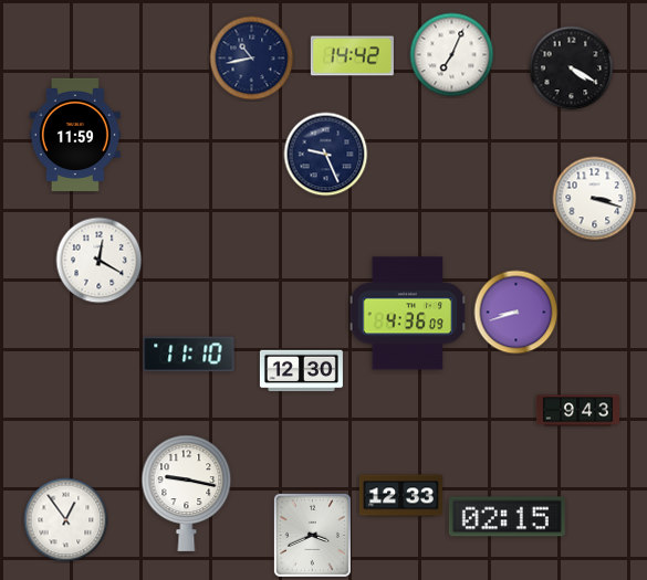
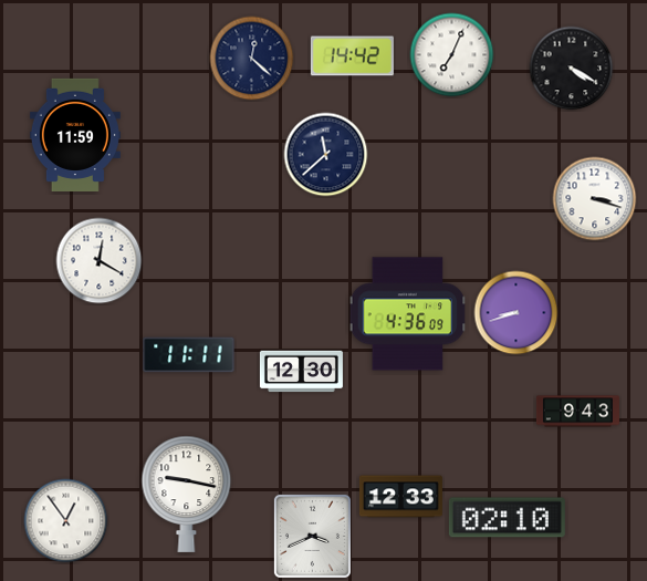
clock at (252, 59): 10:43 -> 12:22
clock at (326, 155): 9:26 -> 11:38
clock at (189, 355): 11:10 -> 11:11
clock at (507, 517): 02:15 -> 02:10
